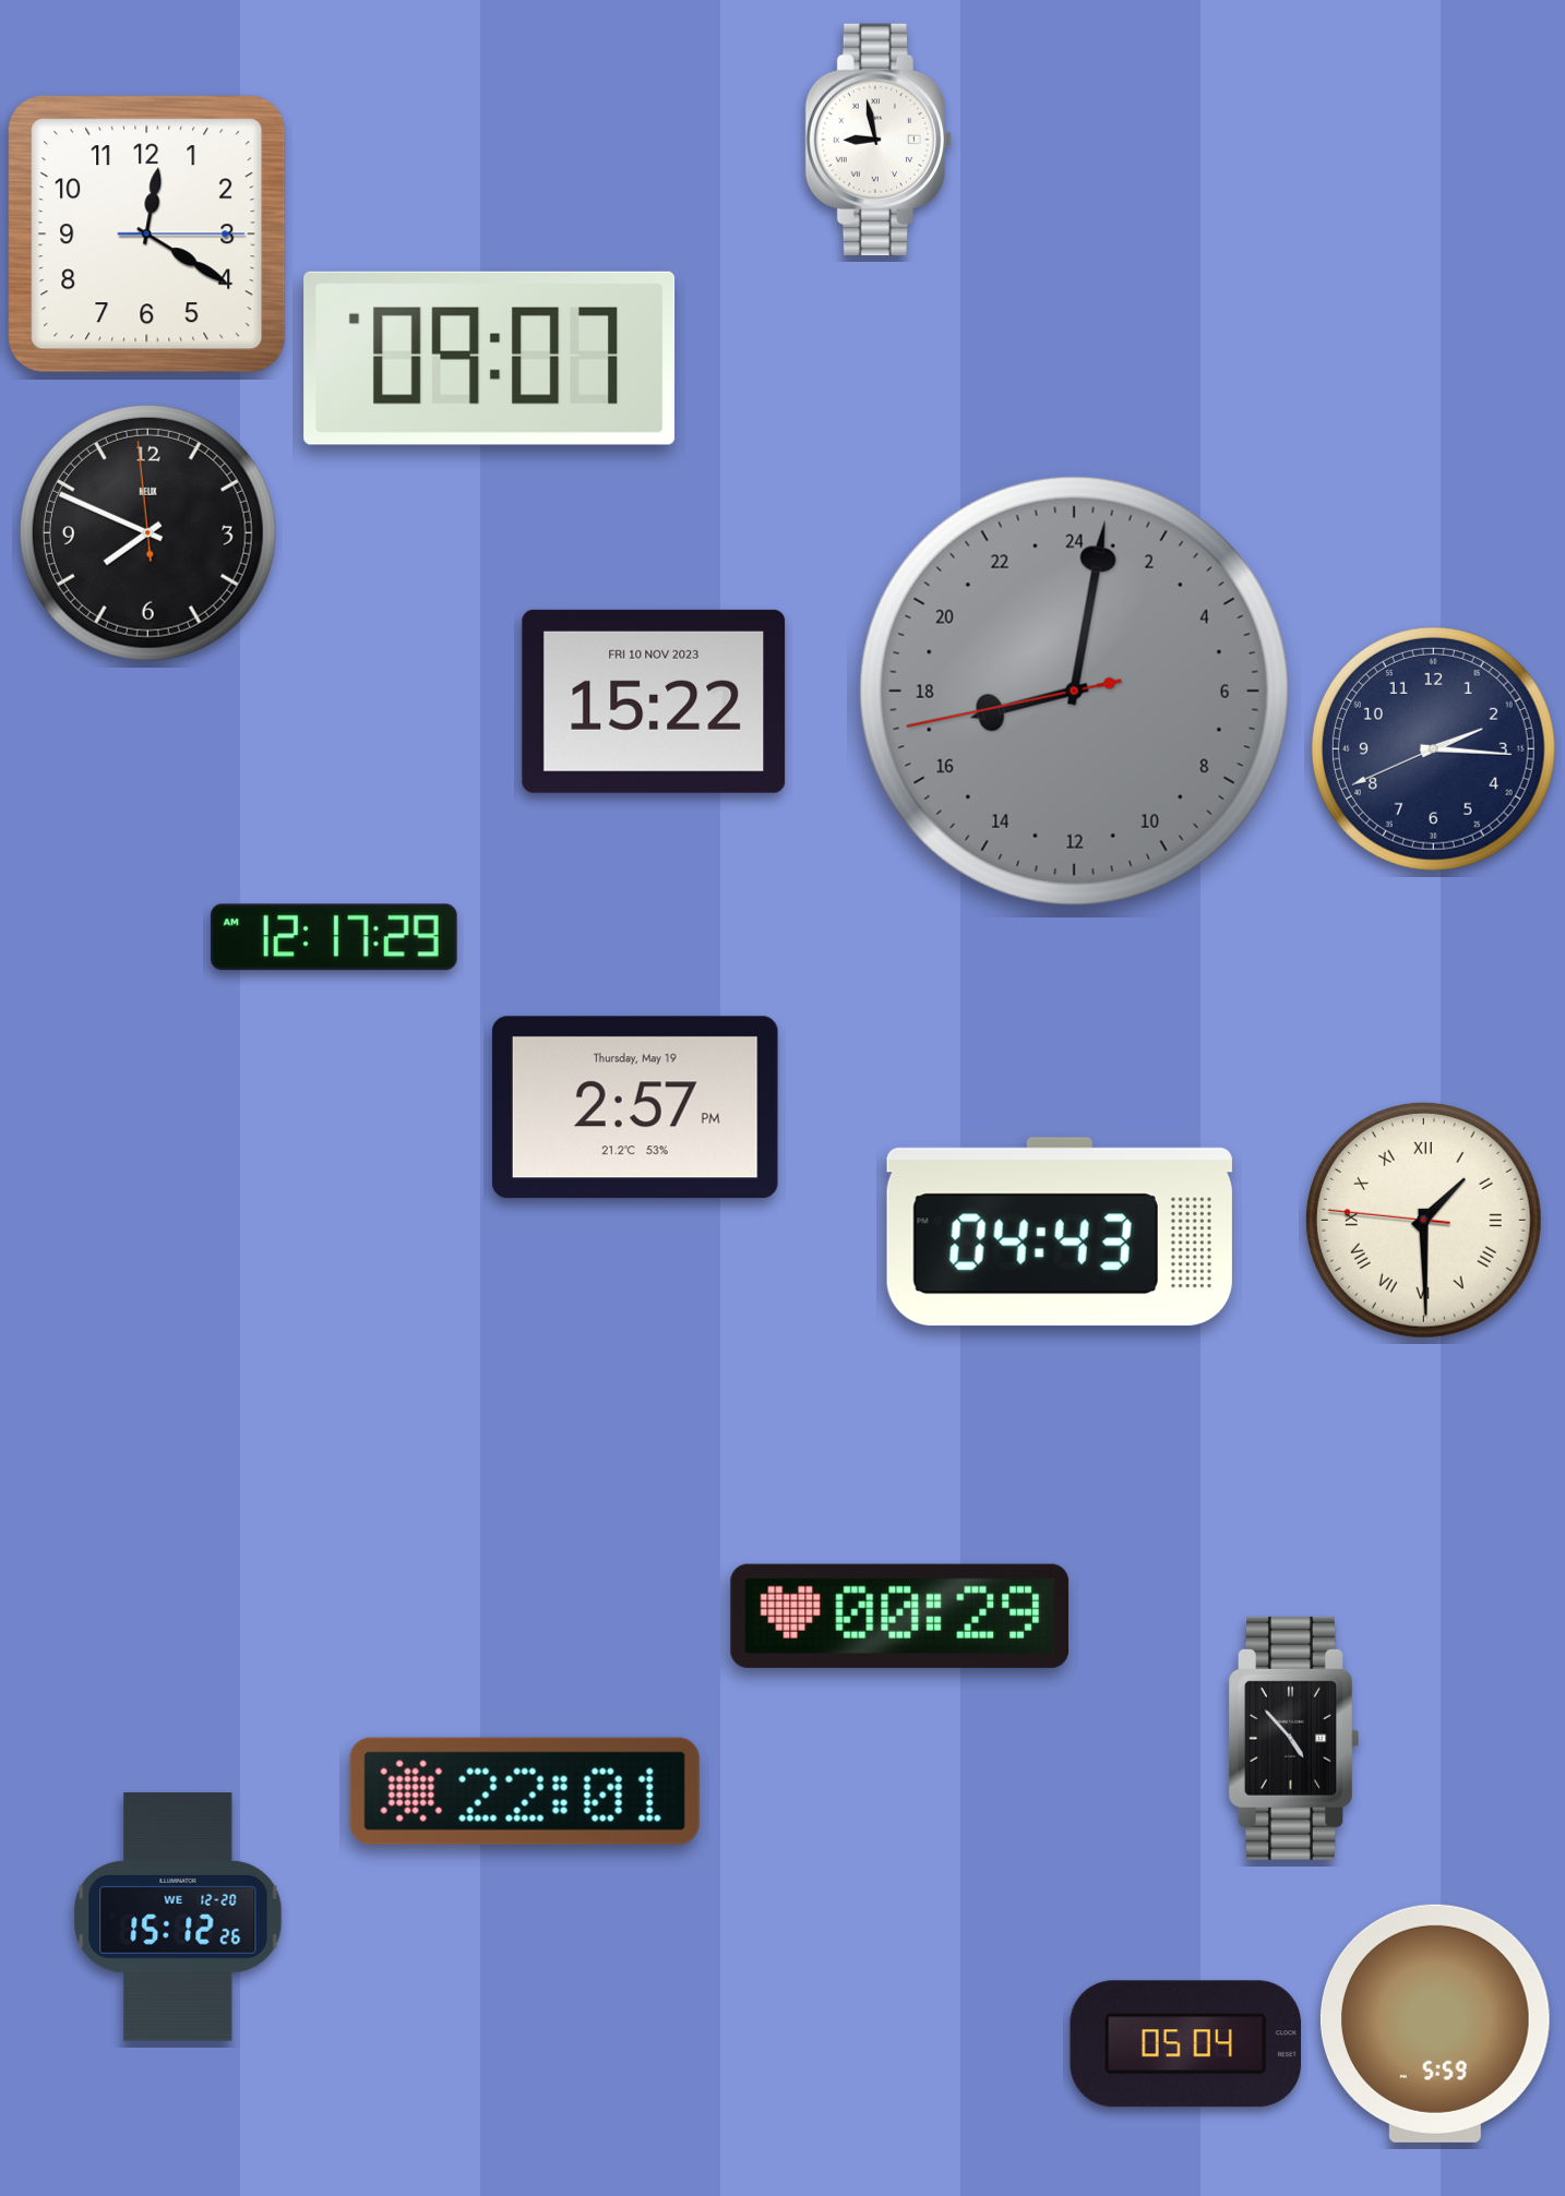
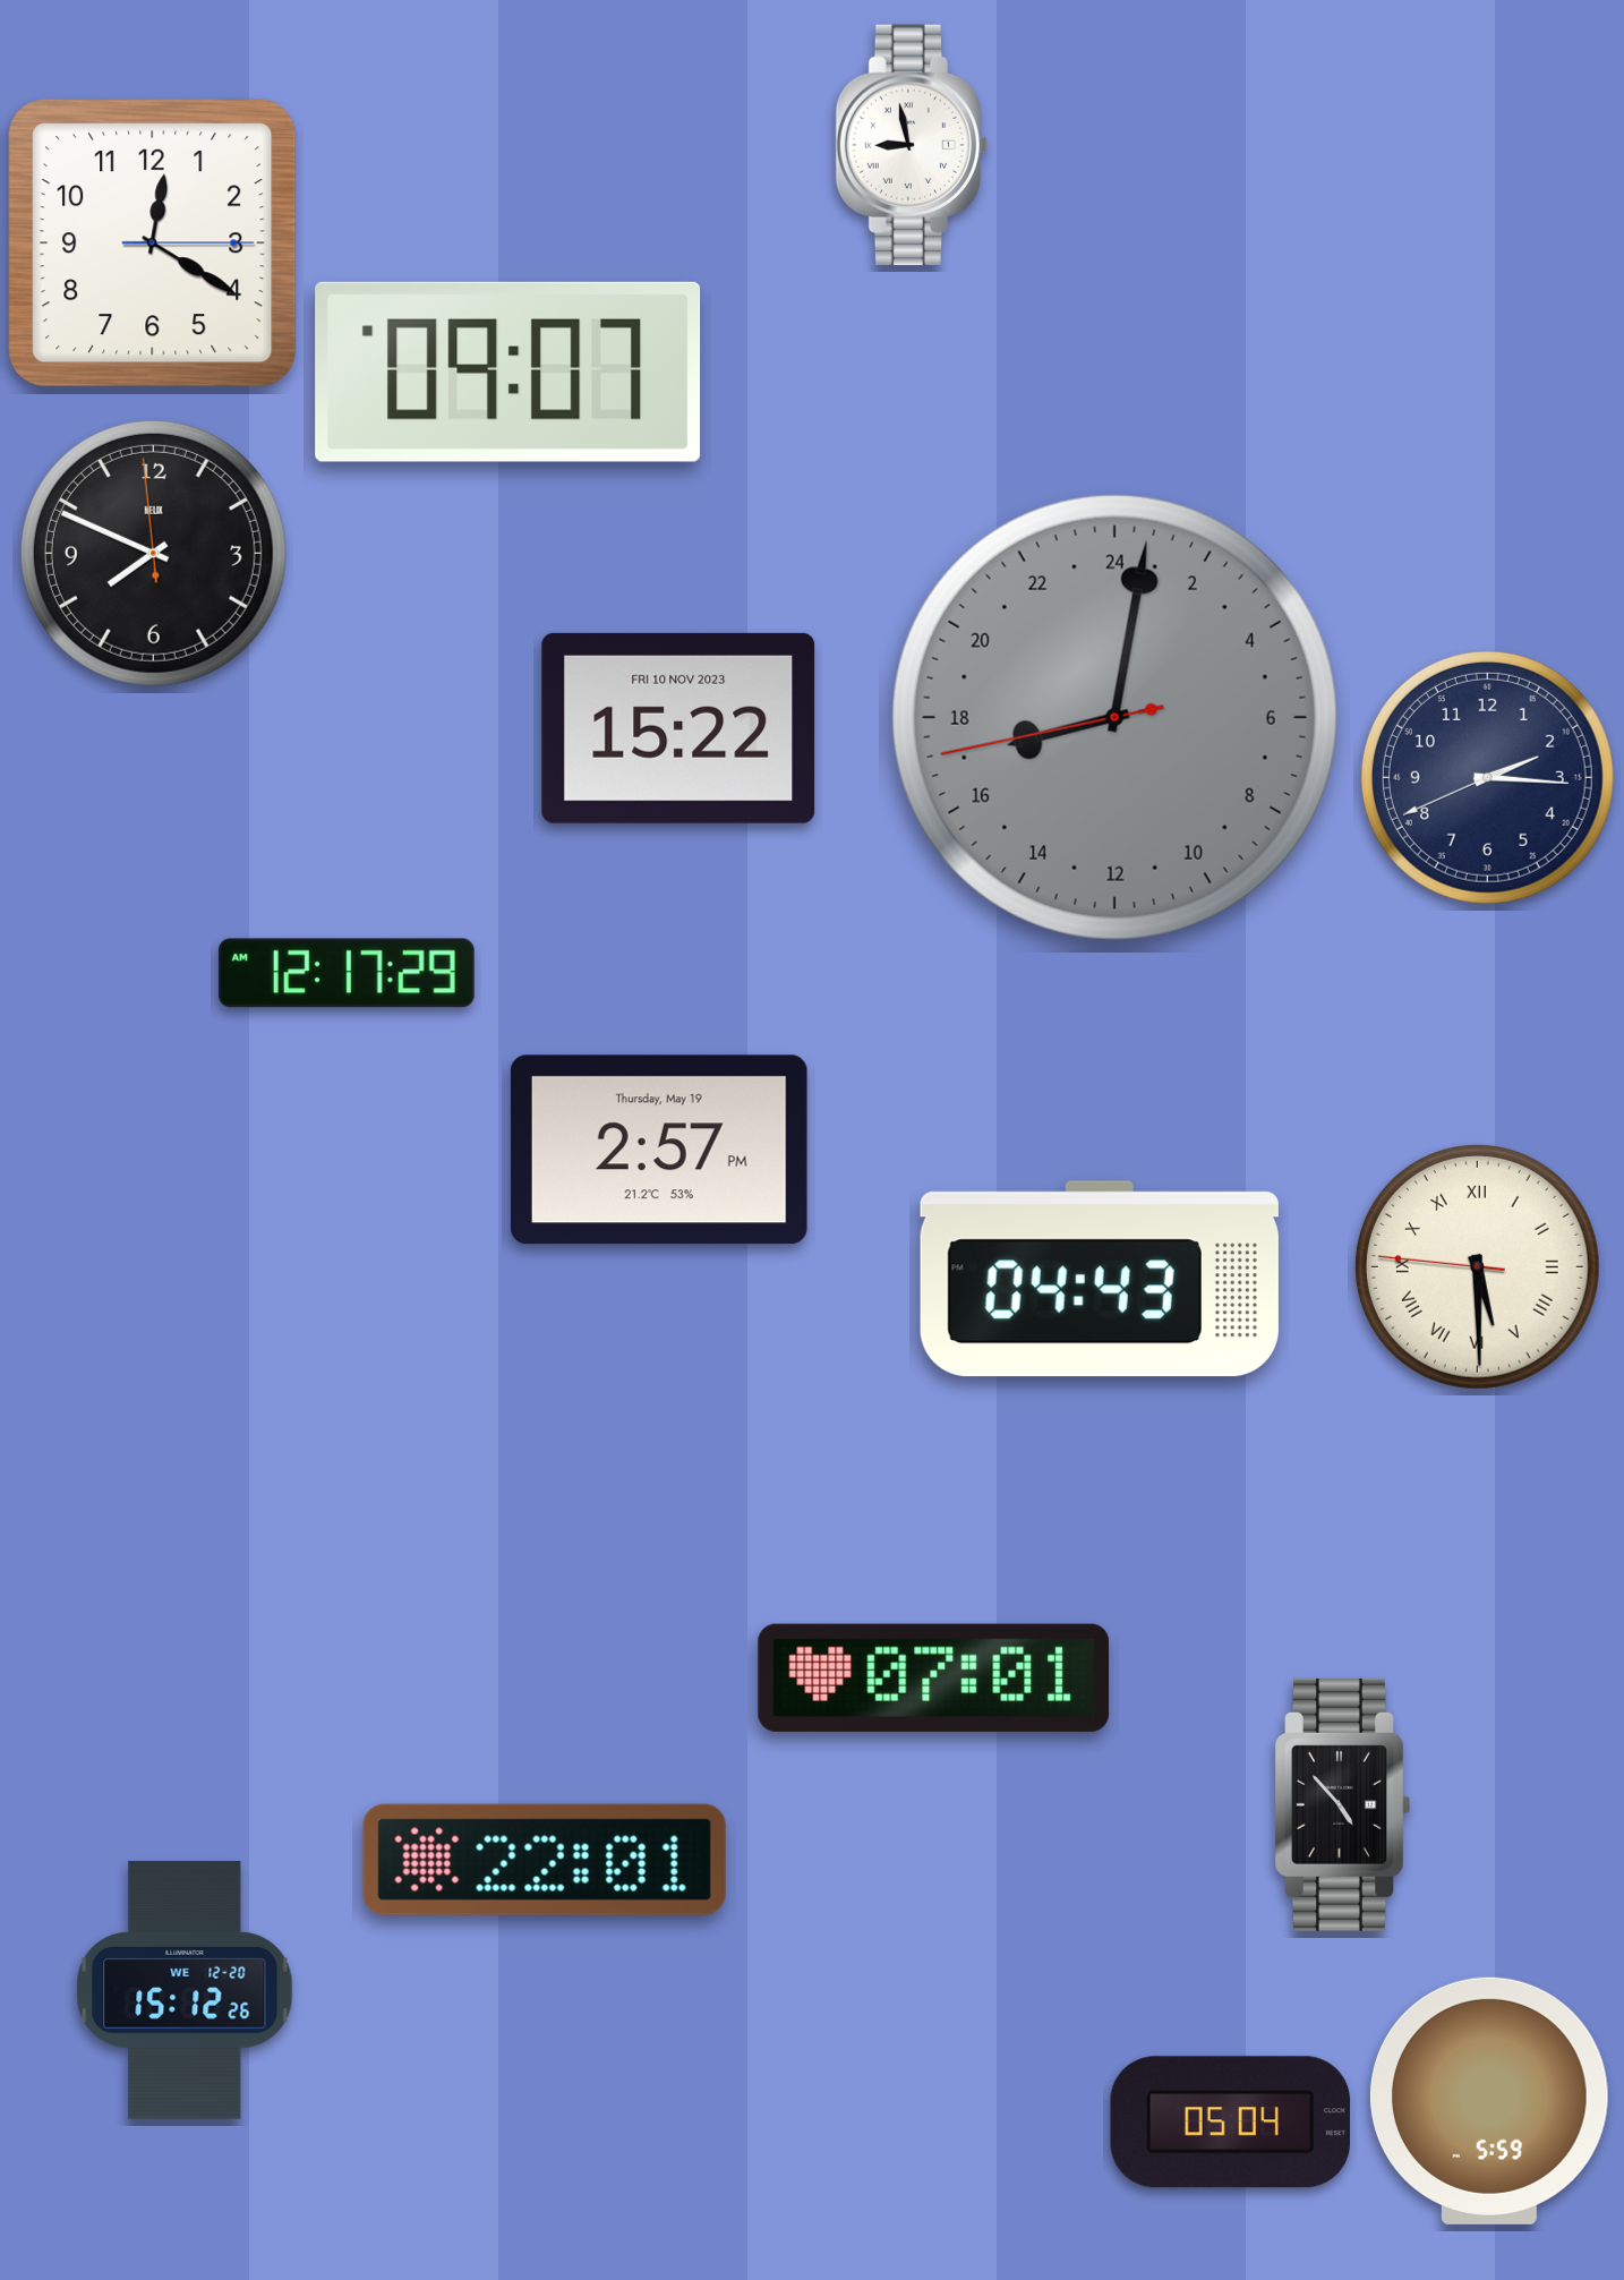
clock at (1423, 1220): 1:29 -> 5:29
clock at (900, 1616): 00:29 -> 07:01
